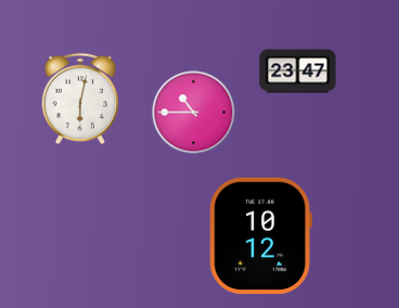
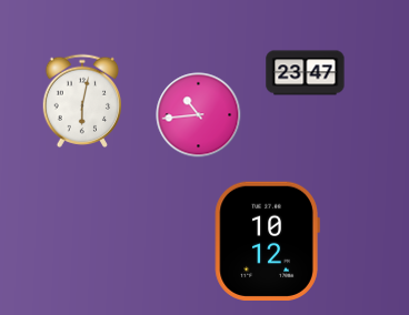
clock at (194, 113): 10:45 -> 10:44
